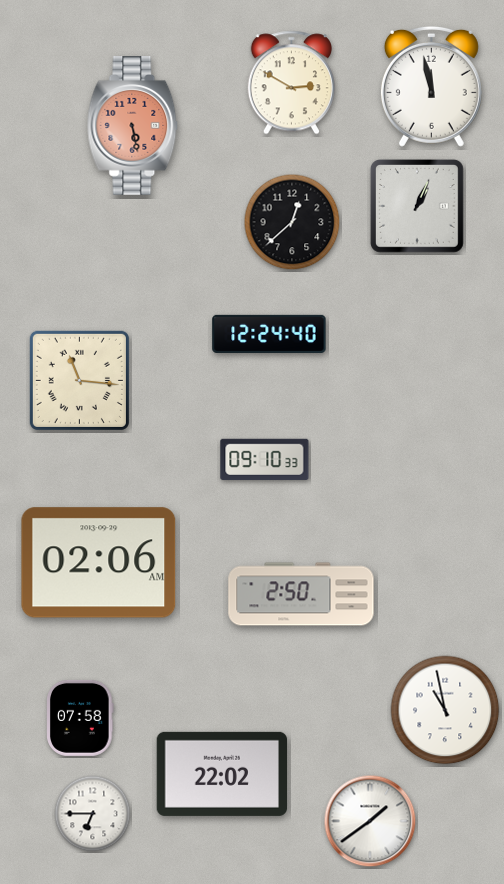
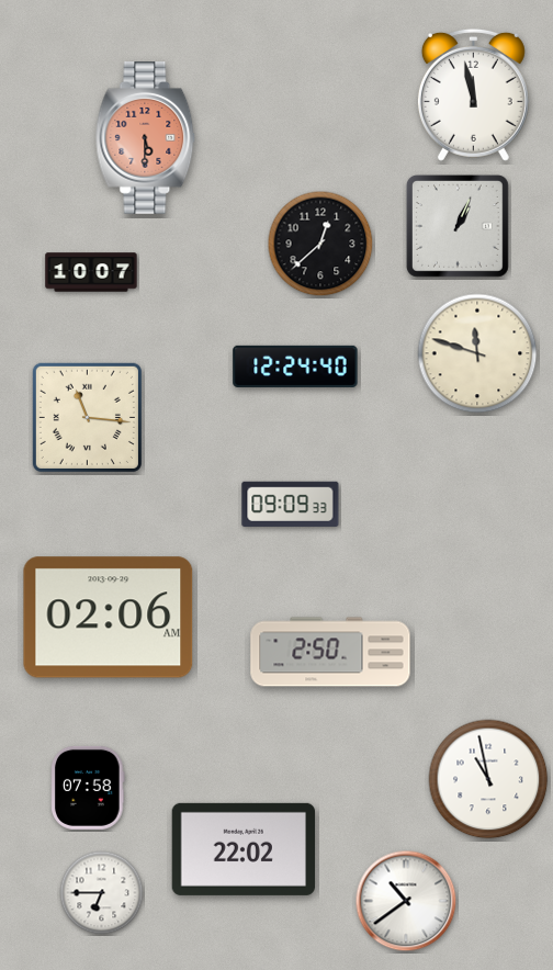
clock at (291, 83): 2:50 -> none
clock at (133, 126): 5:28 -> 5:30
clock at (91, 272): none -> 10:07
clock at (477, 353): none -> 11:48
clock at (265, 459): 09:10 -> 09:09
clock at (370, 821): 1:39 -> 10:39
